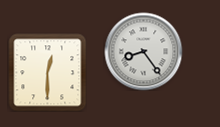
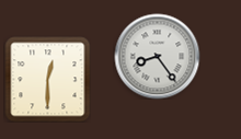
clock at (47, 72) position: (47, 72) -> (47, 79)
